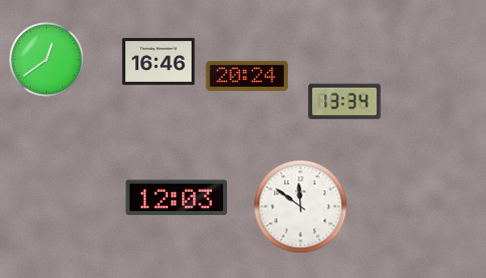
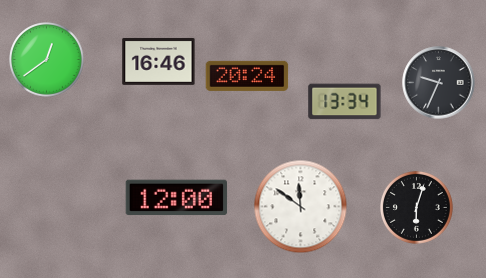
clock at (439, 83): none -> 9:34
clock at (177, 198): 12:03 -> 12:00
clock at (416, 207): none -> 6:03
